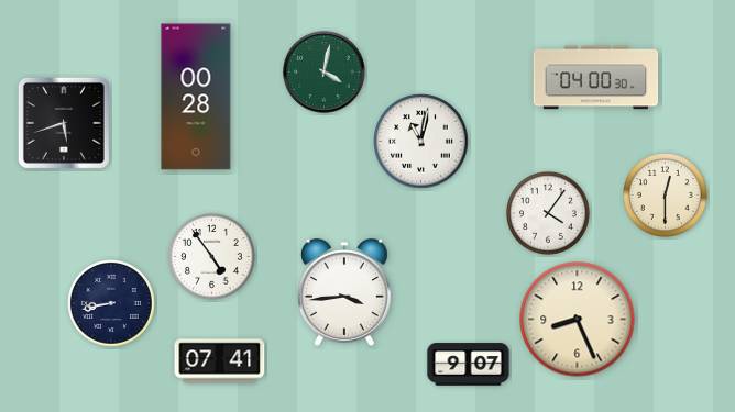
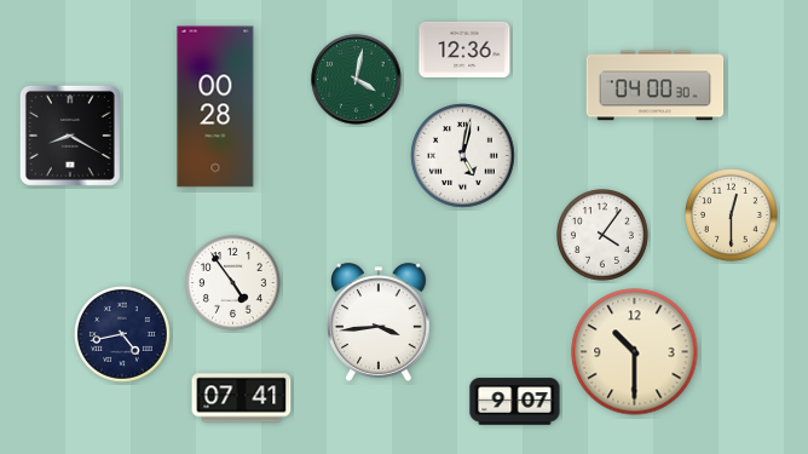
clock at (464, 50): none -> 12:36
clock at (64, 123): 5:42 -> 8:20
clock at (421, 142): 11:02 -> 5:02
clock at (112, 304): 8:43 -> 4:43
clock at (578, 320): 8:26 -> 10:30
